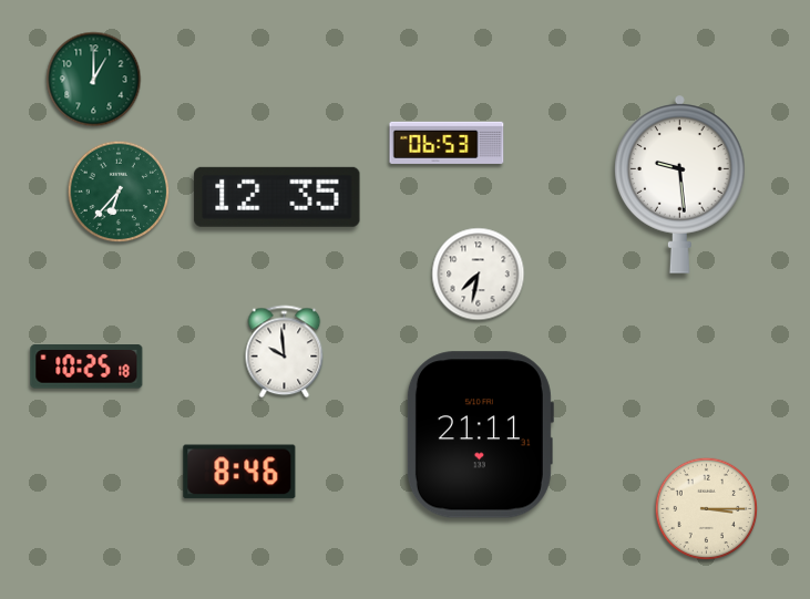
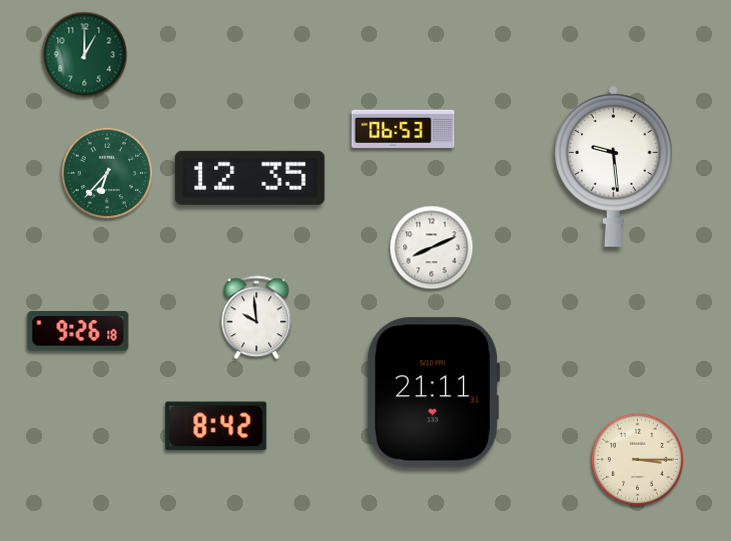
clock at (94, 80) position: (94, 80) -> (85, 55)
clock at (479, 275): 7:32 -> 8:11
clock at (86, 366): 10:25 -> 9:26
clock at (239, 472): 8:46 -> 8:42
